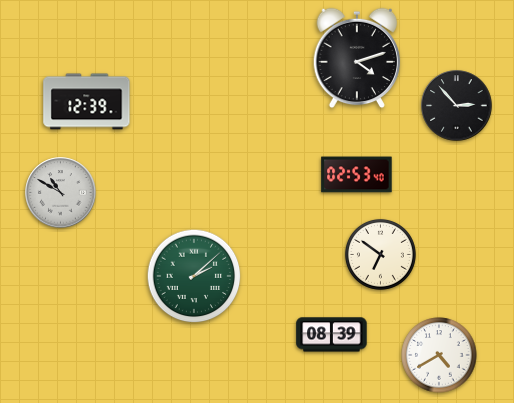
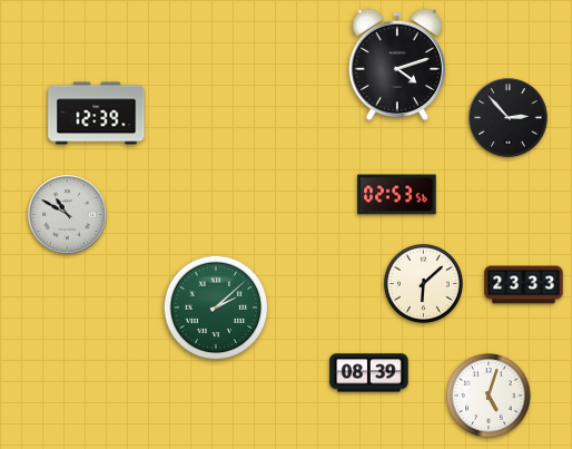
clock at (357, 175): 02:53:40 -> 02:53:56
clock at (380, 254): 6:51 -> 6:08
clock at (524, 285): none -> 23:33
clock at (439, 355): 4:40 -> 5:03
